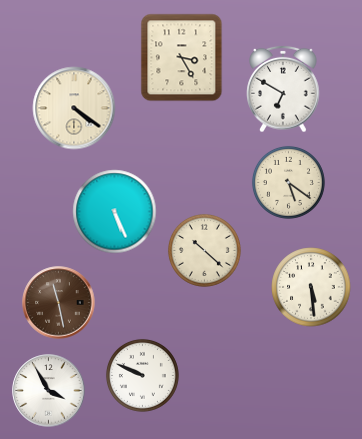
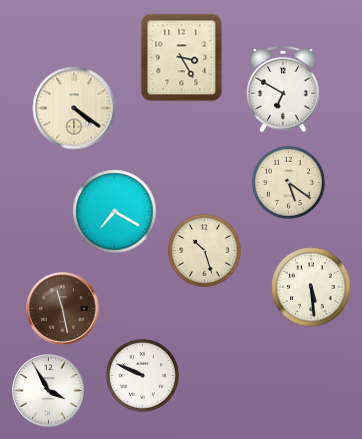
clock at (115, 212): 5:26 -> 7:20
clock at (204, 250): 10:22 -> 10:27
clock at (59, 303) position: (59, 303) -> (63, 309)
